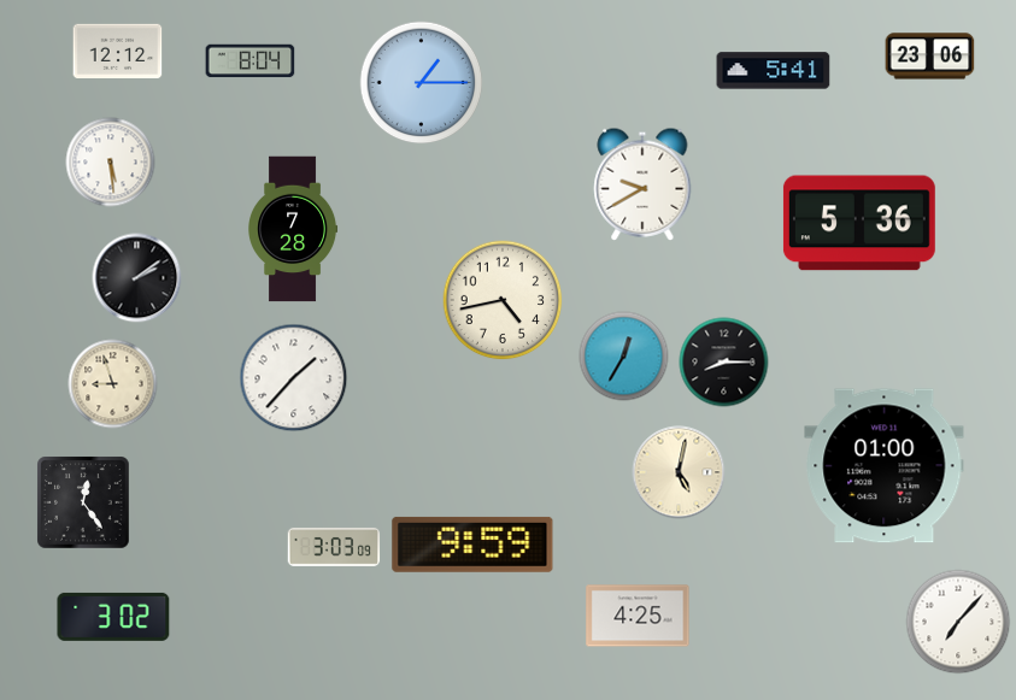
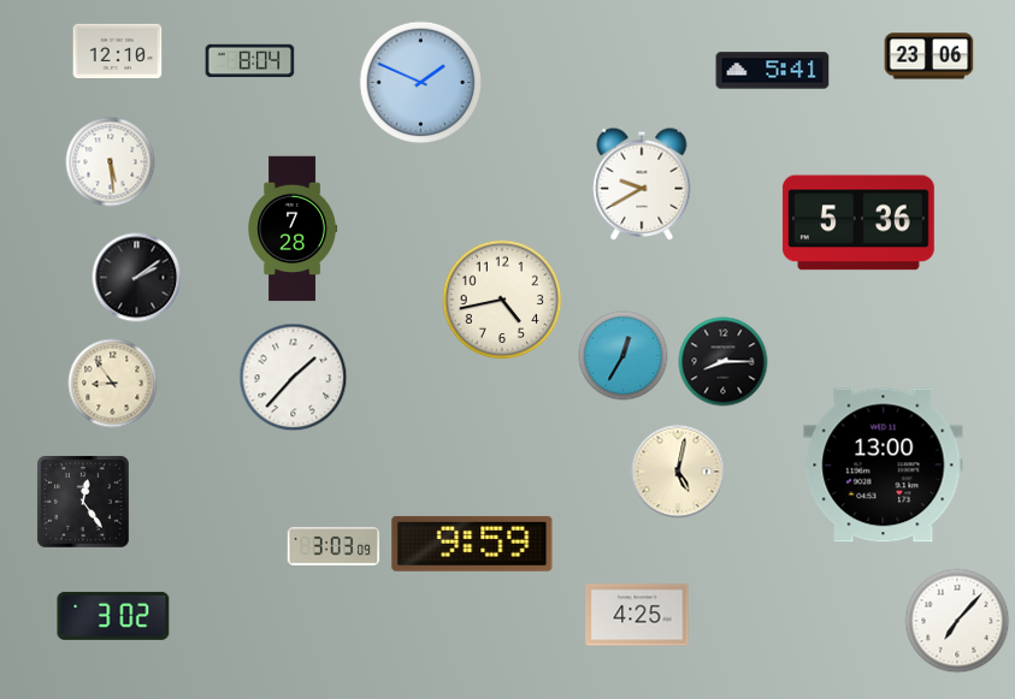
clock at (118, 51): 12:12 -> 12:10
clock at (422, 83): 1:15 -> 1:49
clock at (113, 384): 8:57 -> 8:54
clock at (885, 466): 01:00 -> 13:00
